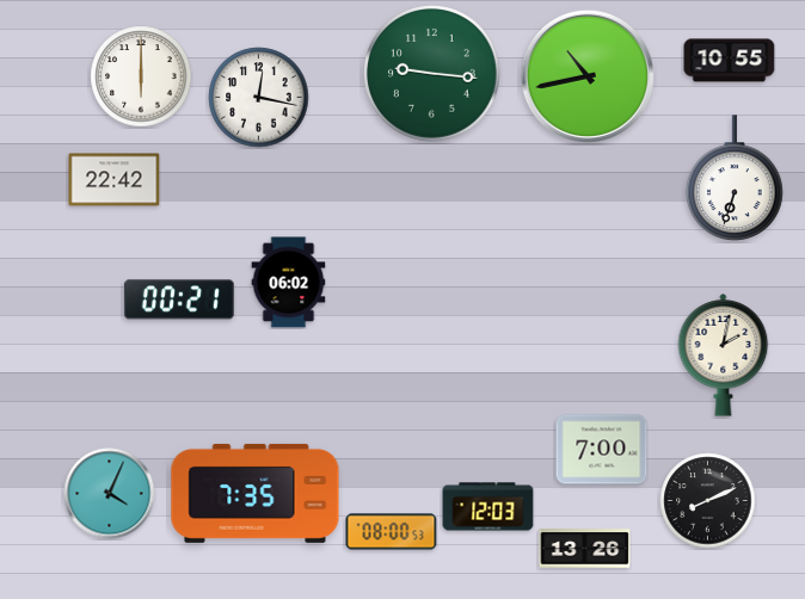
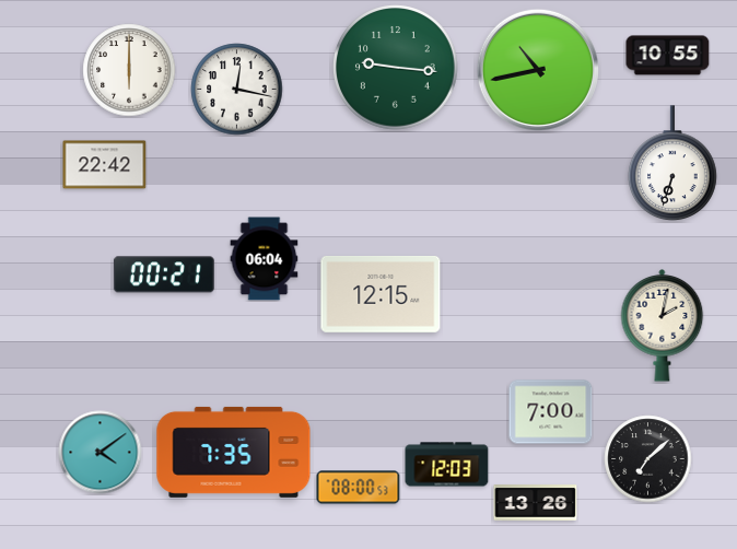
clock at (289, 283): 06:02 -> 06:04
clock at (381, 294): none -> 12:15
clock at (110, 494): 4:04 -> 4:09
clock at (708, 501): 8:11 -> 7:08
